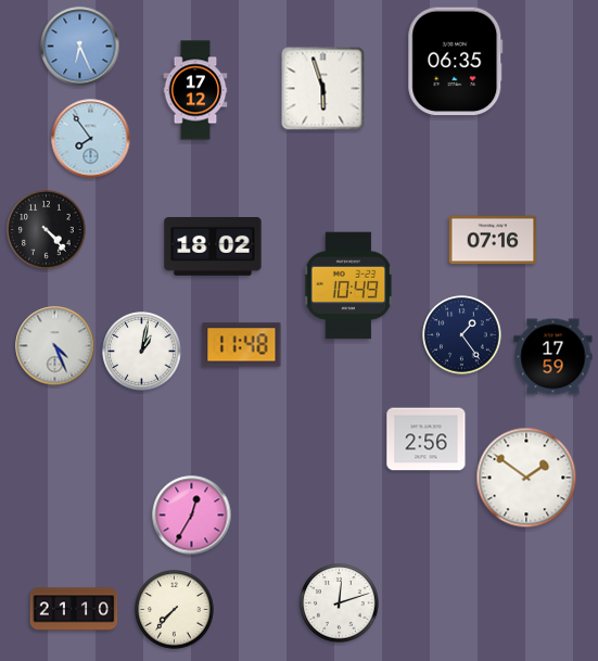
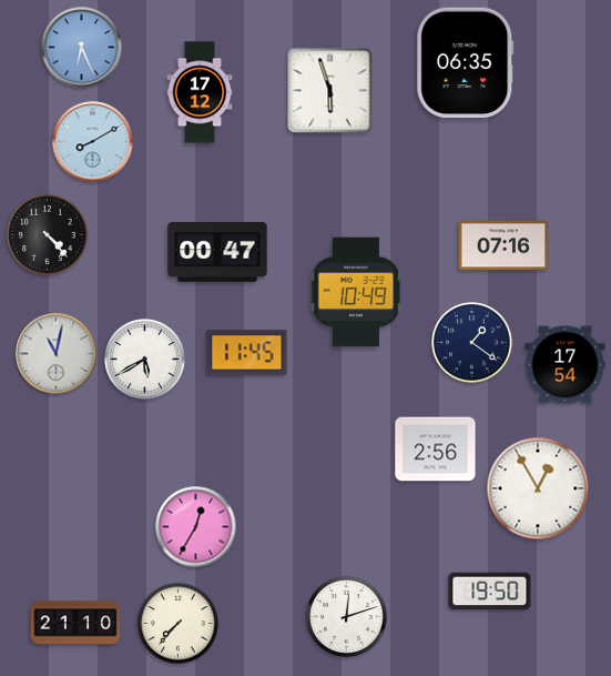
clock at (91, 139): 7:54 -> 8:10
clock at (213, 247): 18:02 -> 00:47
clock at (462, 335): 1:24 -> 1:21
clock at (242, 345): 11:48 -> 11:45
clock at (55, 346): 4:26 -> 11:02
clock at (142, 352): 1:02 -> 5:40
clock at (554, 357): 17:59 -> 17:54
clock at (526, 478): 1:51 -> 12:55
clock at (490, 592): none -> 19:50
